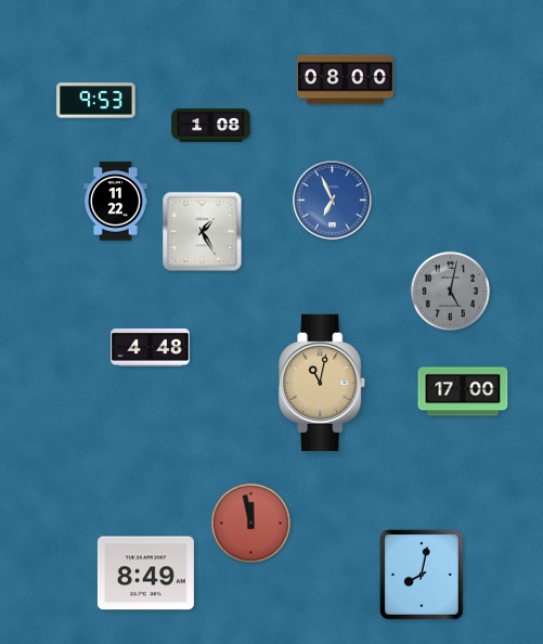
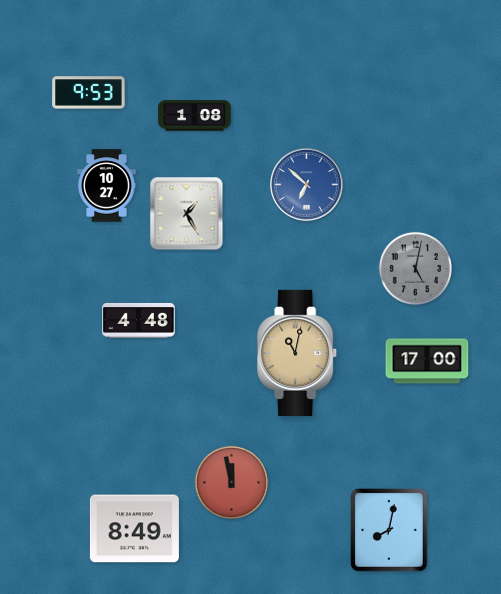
clock at (345, 80): 08:00 -> none
clock at (333, 201): 6:56 -> 6:52
clock at (116, 202): 11:22 -> 10:27
